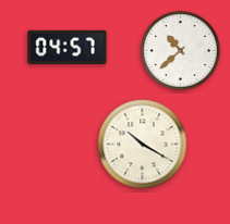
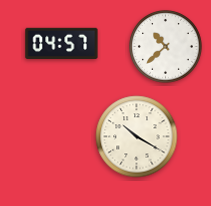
clock at (143, 145) position: (143, 145) -> (137, 137)
